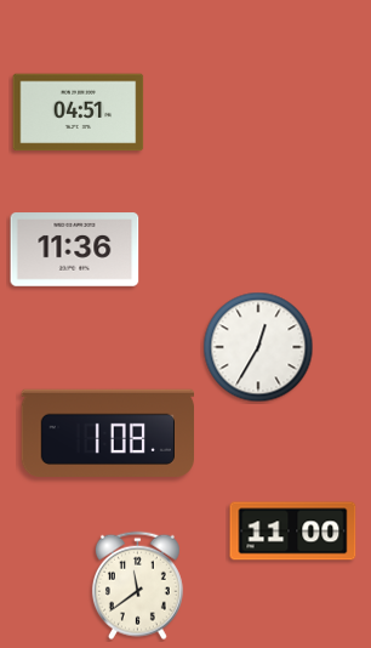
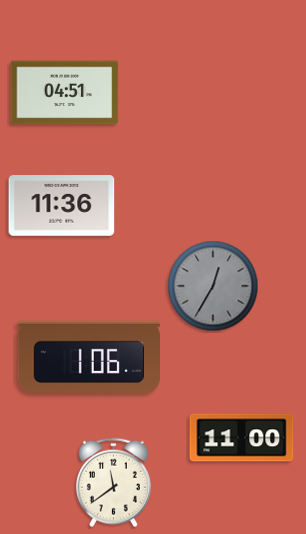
clock at (258, 347) dial: white -> grey
clock at (107, 432): 1:08 -> 1:06
